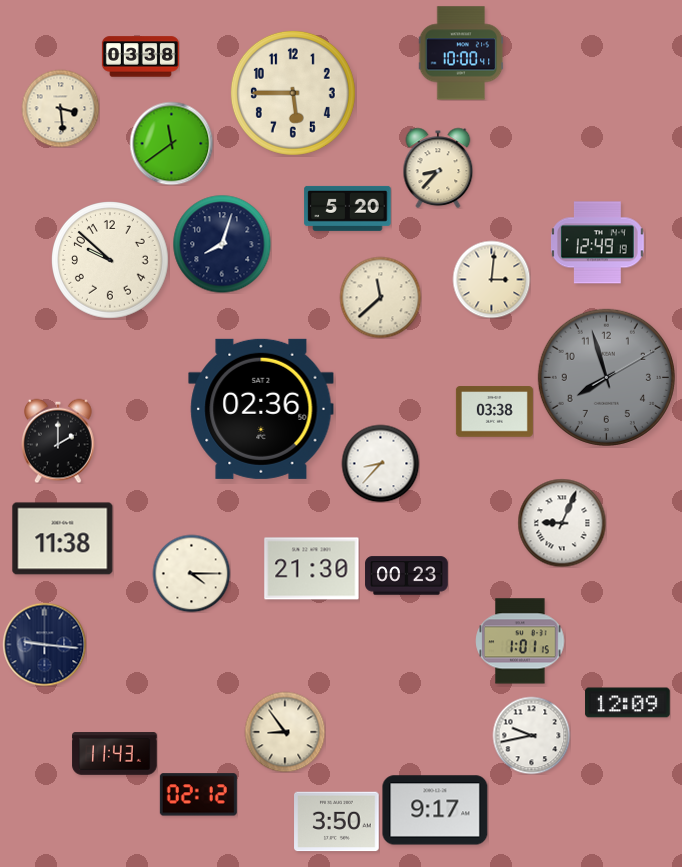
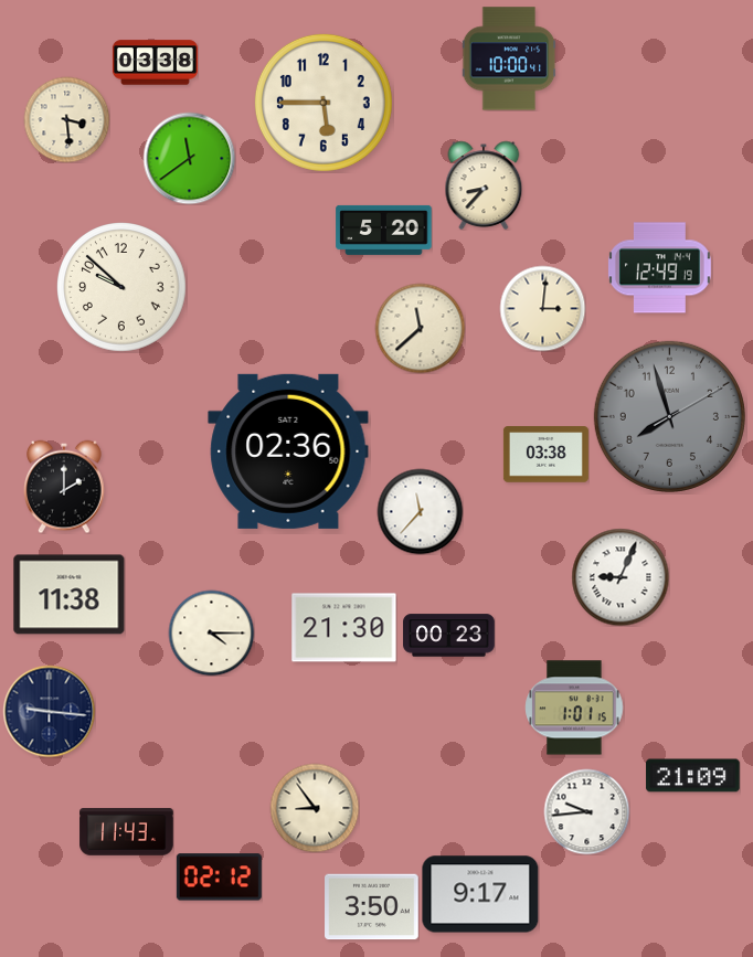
clock at (222, 244): 8:03 -> none
clock at (380, 463): 8:37 -> 11:37
clock at (628, 703): 12:09 -> 21:09
clock at (531, 735): 9:43 -> 9:44
